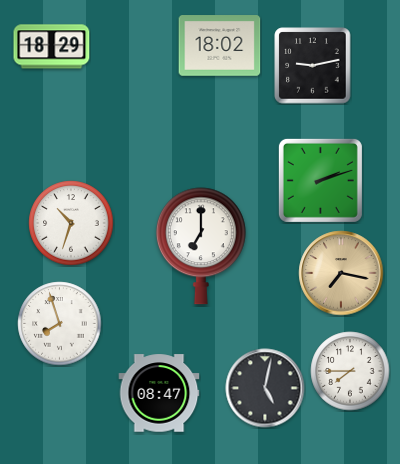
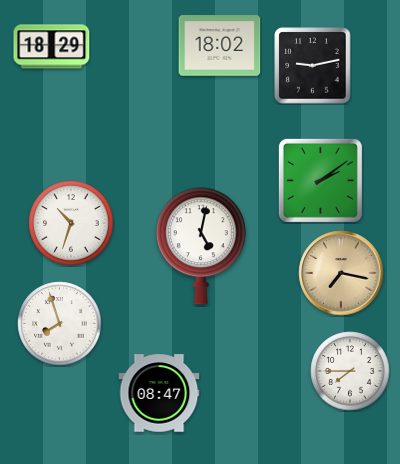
clock at (320, 180): 2:12 -> 2:09
clock at (201, 246): 7:00 -> 5:02
clock at (265, 388): 5:02 -> none
